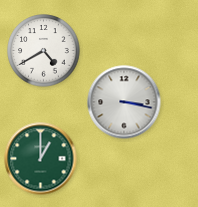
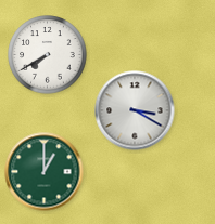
clock at (44, 51): 4:40 -> 7:40
clock at (124, 102): 3:17 -> 3:20
